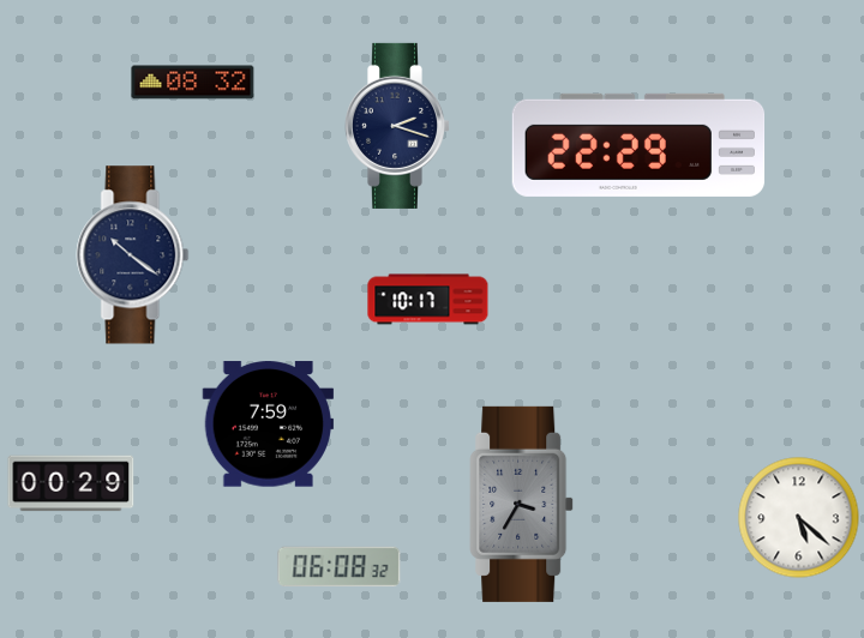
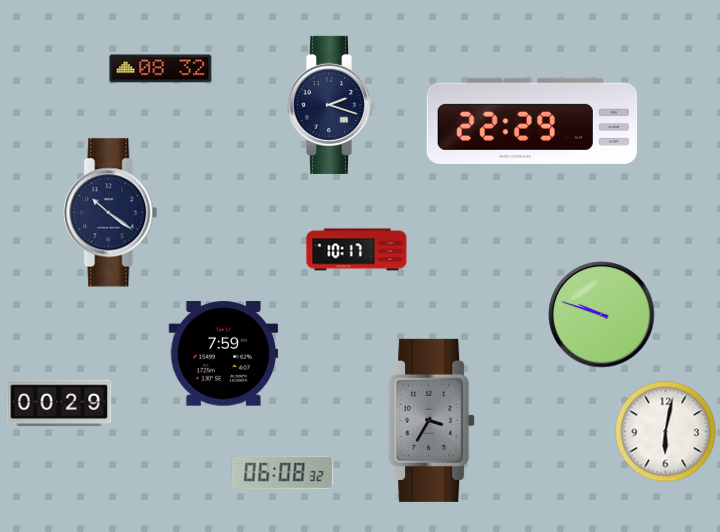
clock at (602, 315): none -> 9:48
clock at (522, 504) position: (522, 504) -> (432, 420)
clock at (799, 518): 5:22 -> 6:02
